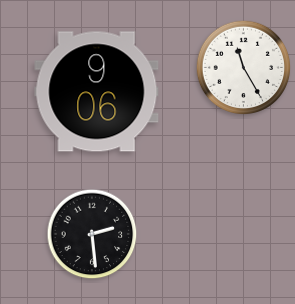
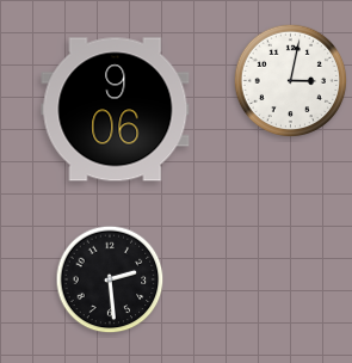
clock at (244, 68): 11:25 -> 3:02
